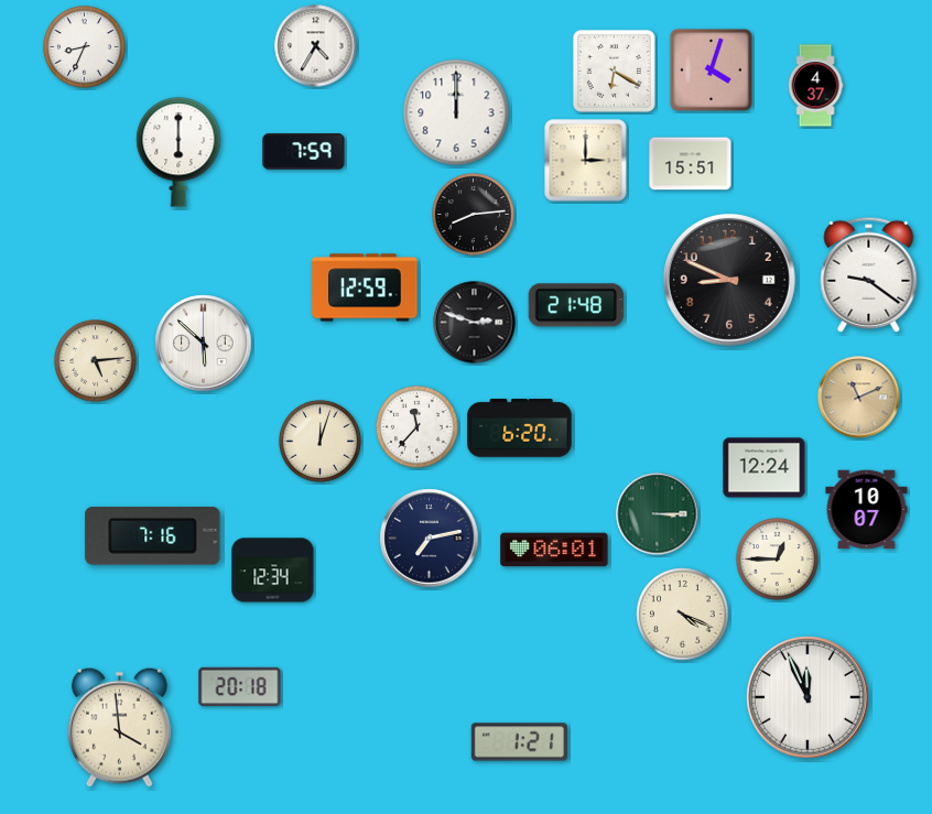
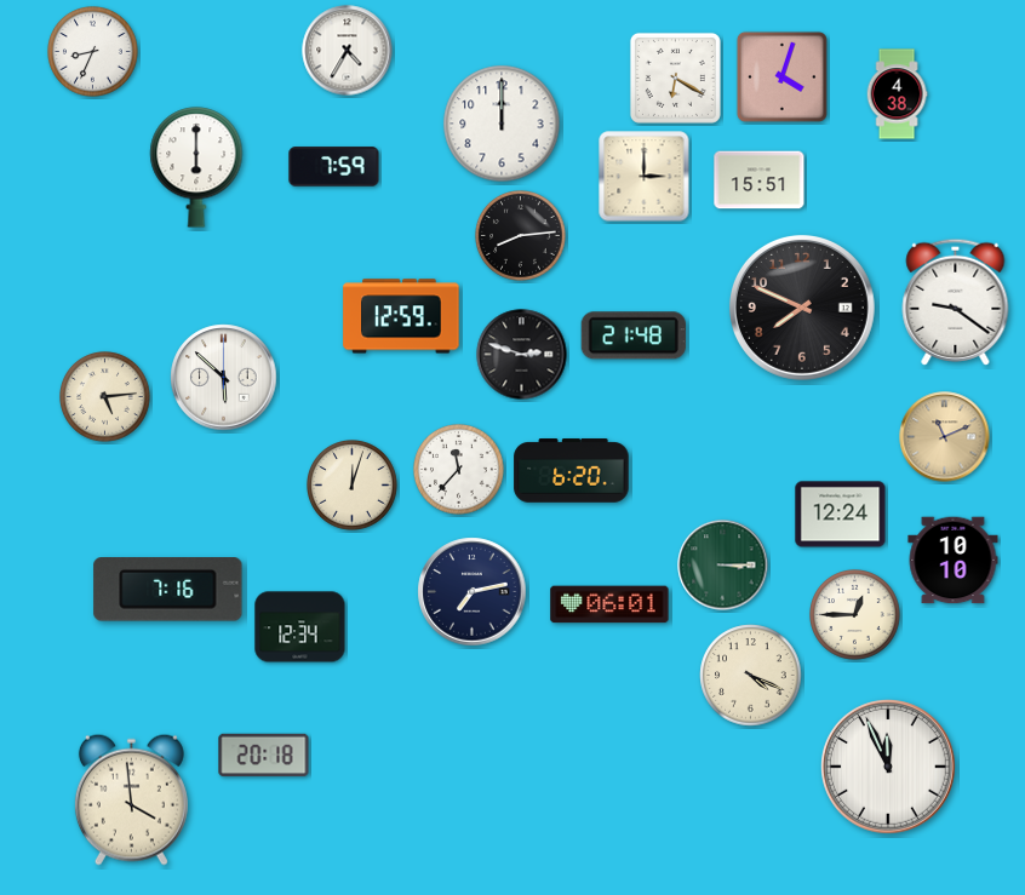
clock at (815, 86): 4:37 -> 4:38
clock at (729, 280): 8:49 -> 7:49
clock at (867, 510): 10:07 -> 10:10
clock at (519, 742): 1:21 -> none
